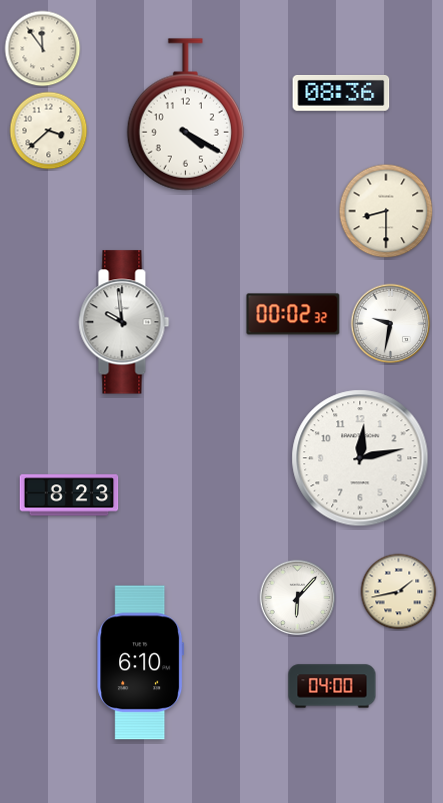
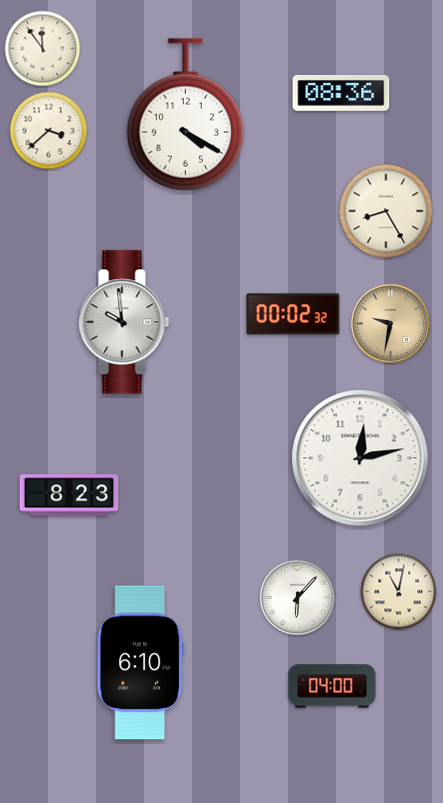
clock at (386, 211): 8:30 -> 8:25
clock at (391, 324) dial: white -> champagne
clock at (399, 592): 1:43 -> 11:02
